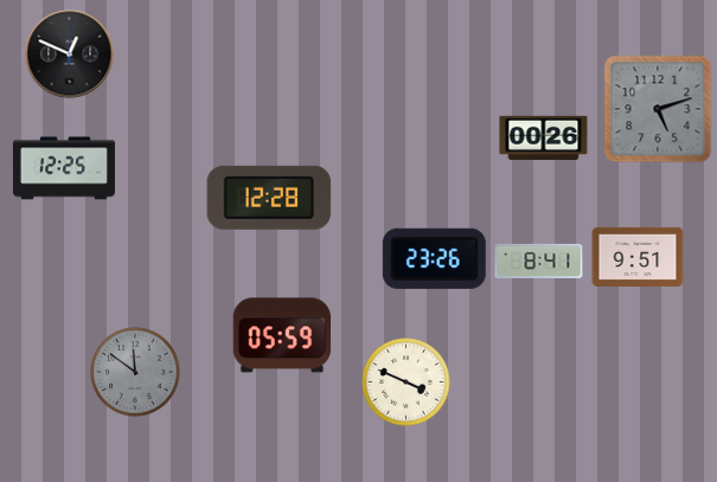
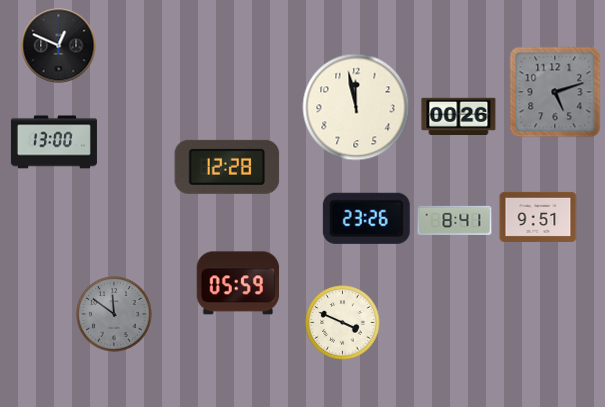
clock at (356, 107): none -> 11:58
clock at (64, 168): 12:25 -> 13:00
